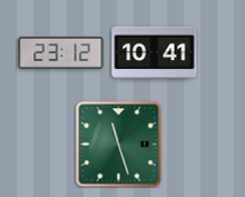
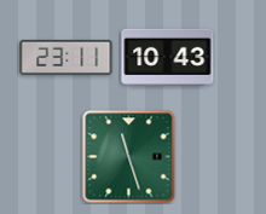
clock at (61, 52): 23:12 -> 23:11
clock at (155, 52): 10:41 -> 10:43
